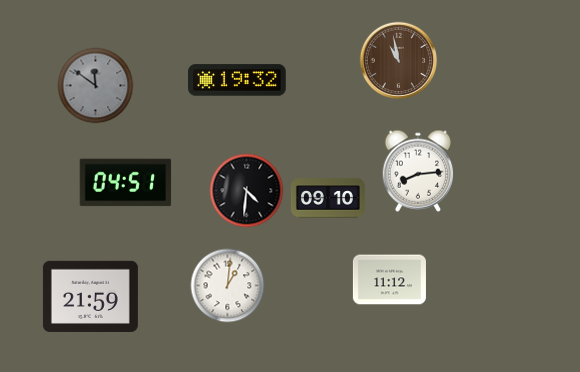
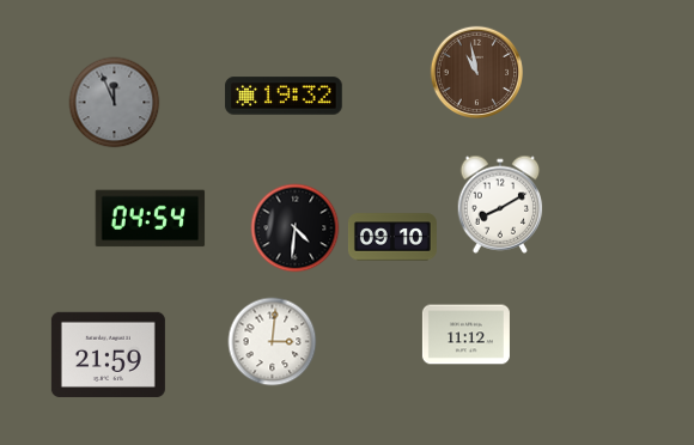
clock at (96, 86): 11:51 -> 11:56
clock at (418, 171): 8:14 -> 8:10
clock at (126, 183): 04:51 -> 04:54
clock at (228, 286): 1:01 -> 3:01
